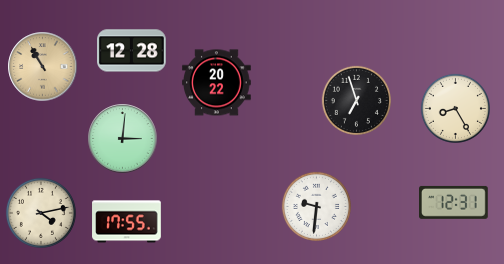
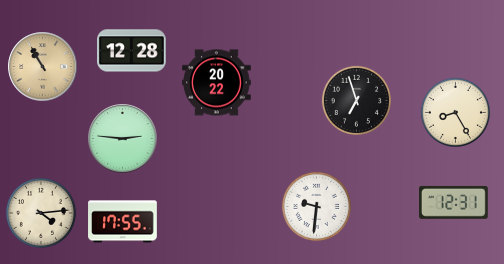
clock at (455, 108) position: (455, 108) -> (455, 112)
clock at (123, 139): 3:01 -> 2:46
clock at (41, 213): 4:13 -> 4:14
clock at (127, 222) position: (127, 222) -> (123, 222)
